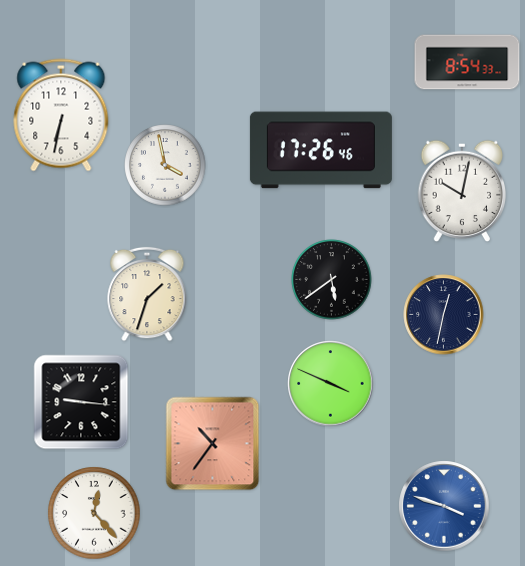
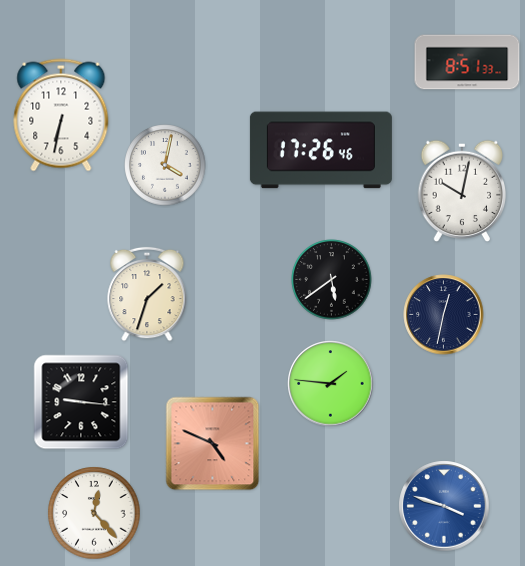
clock at (467, 62): 8:54 -> 8:51
clock at (165, 165): 3:58 -> 4:02
clock at (331, 384): 3:49 -> 1:46
clock at (213, 444): 10:36 -> 4:49
